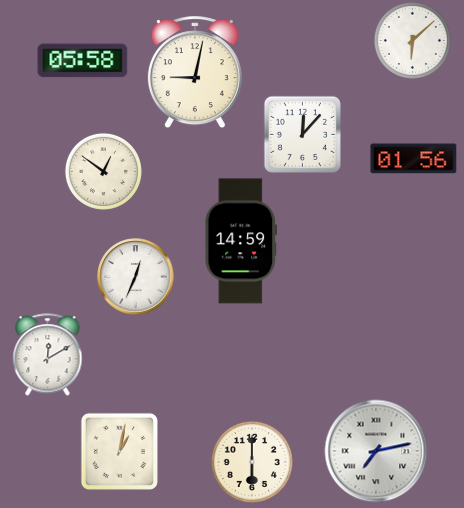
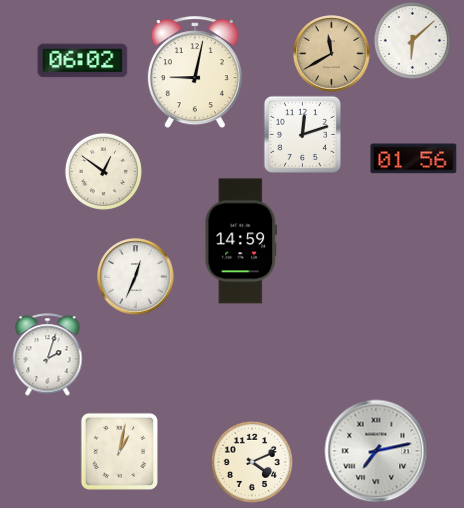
clock at (332, 54): none -> 11:40
clock at (83, 61): 05:58 -> 06:02
clock at (302, 134): 12:07 -> 12:12
clock at (48, 355): 12:10 -> 2:03
clock at (252, 462): 6:00 -> 4:11
